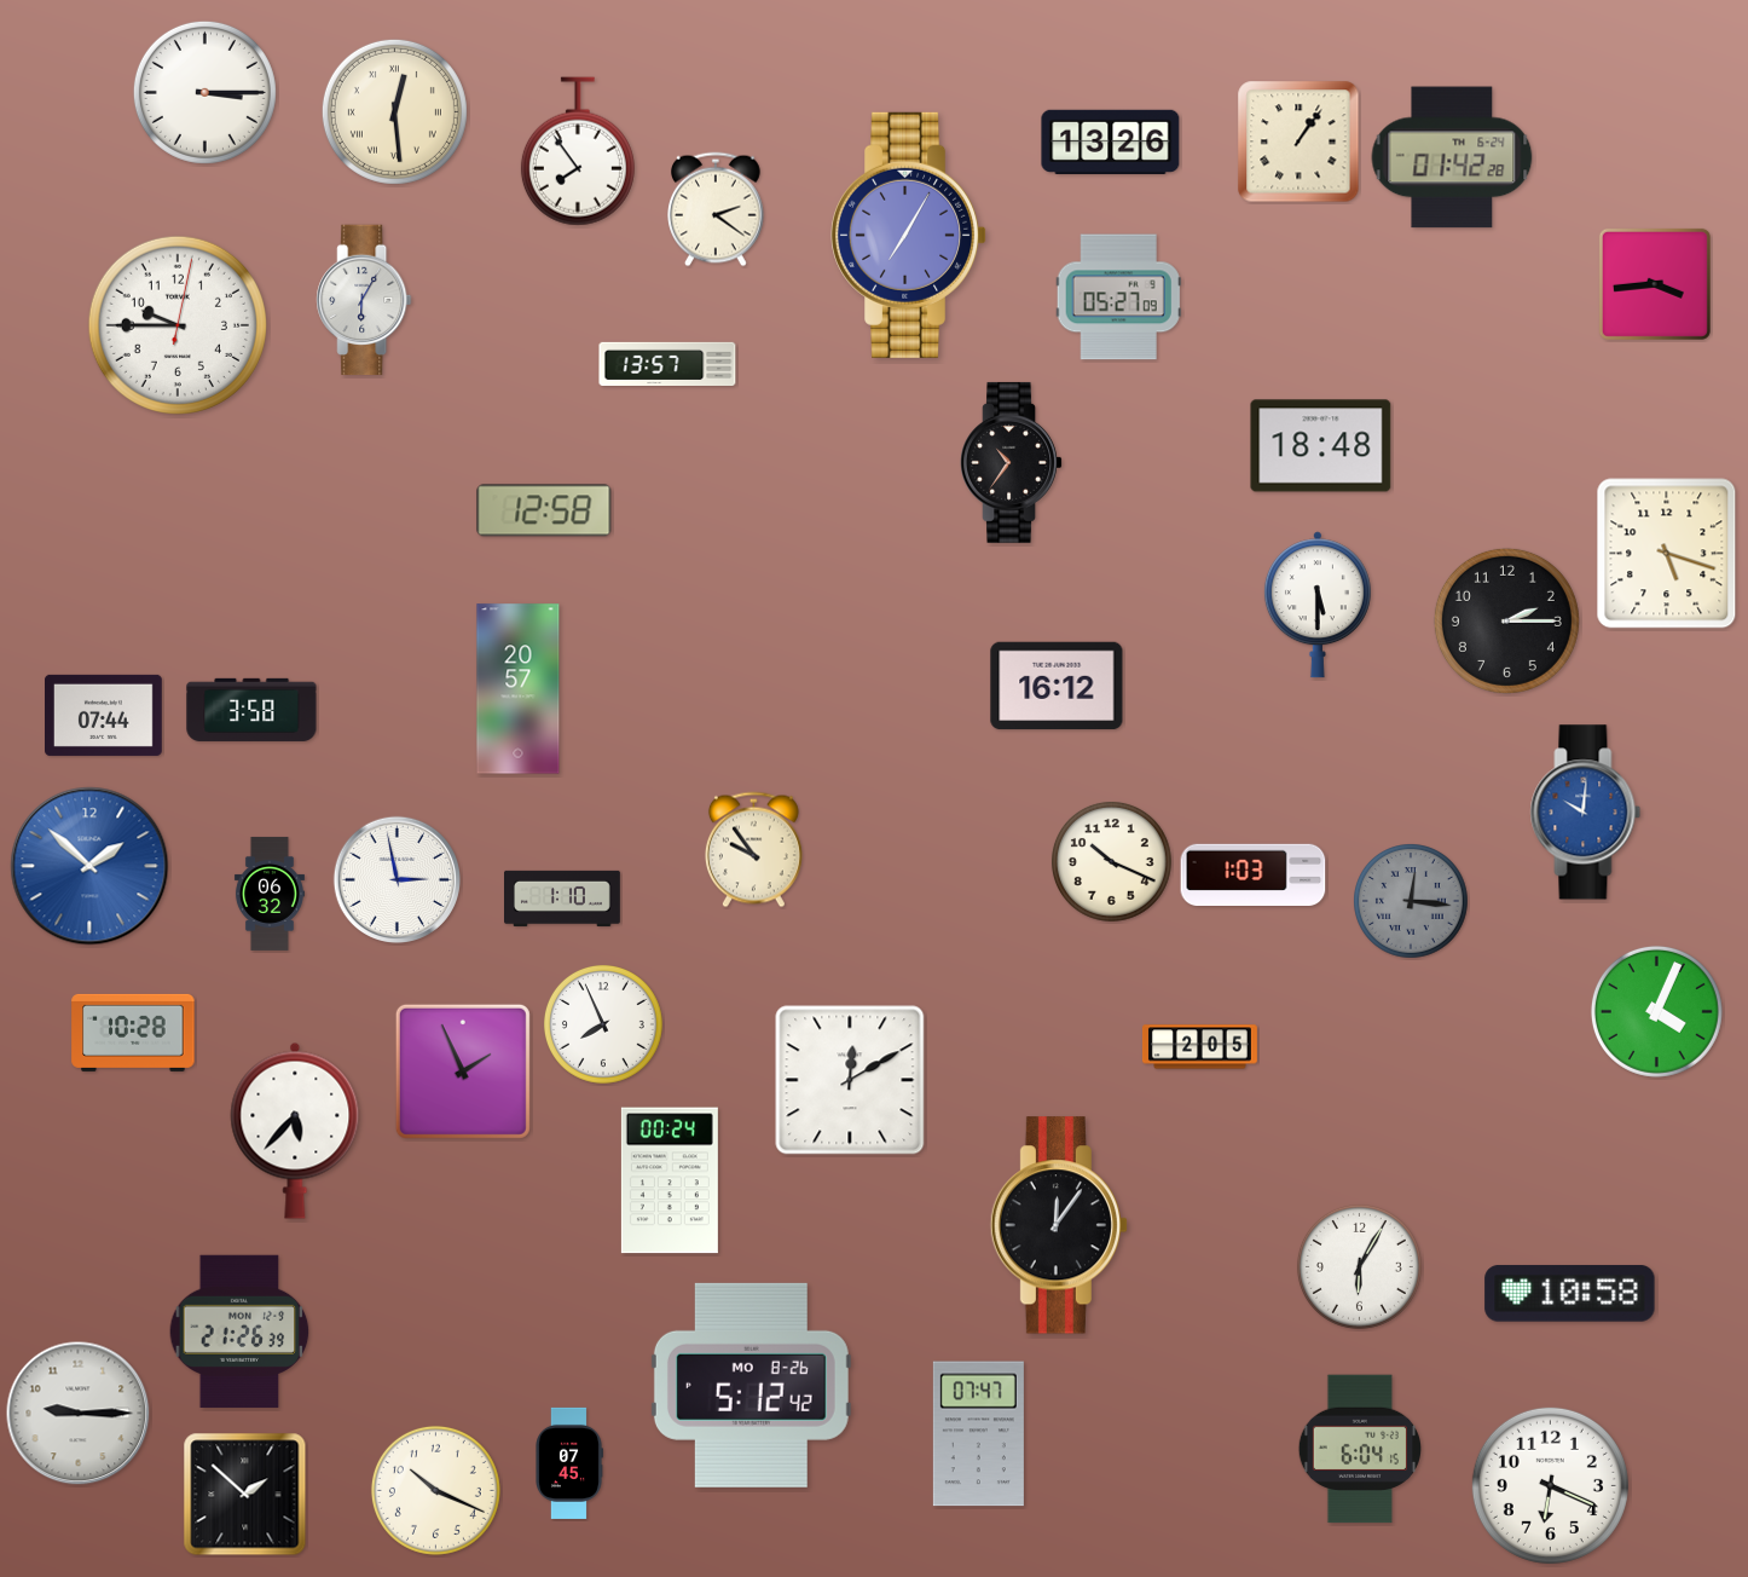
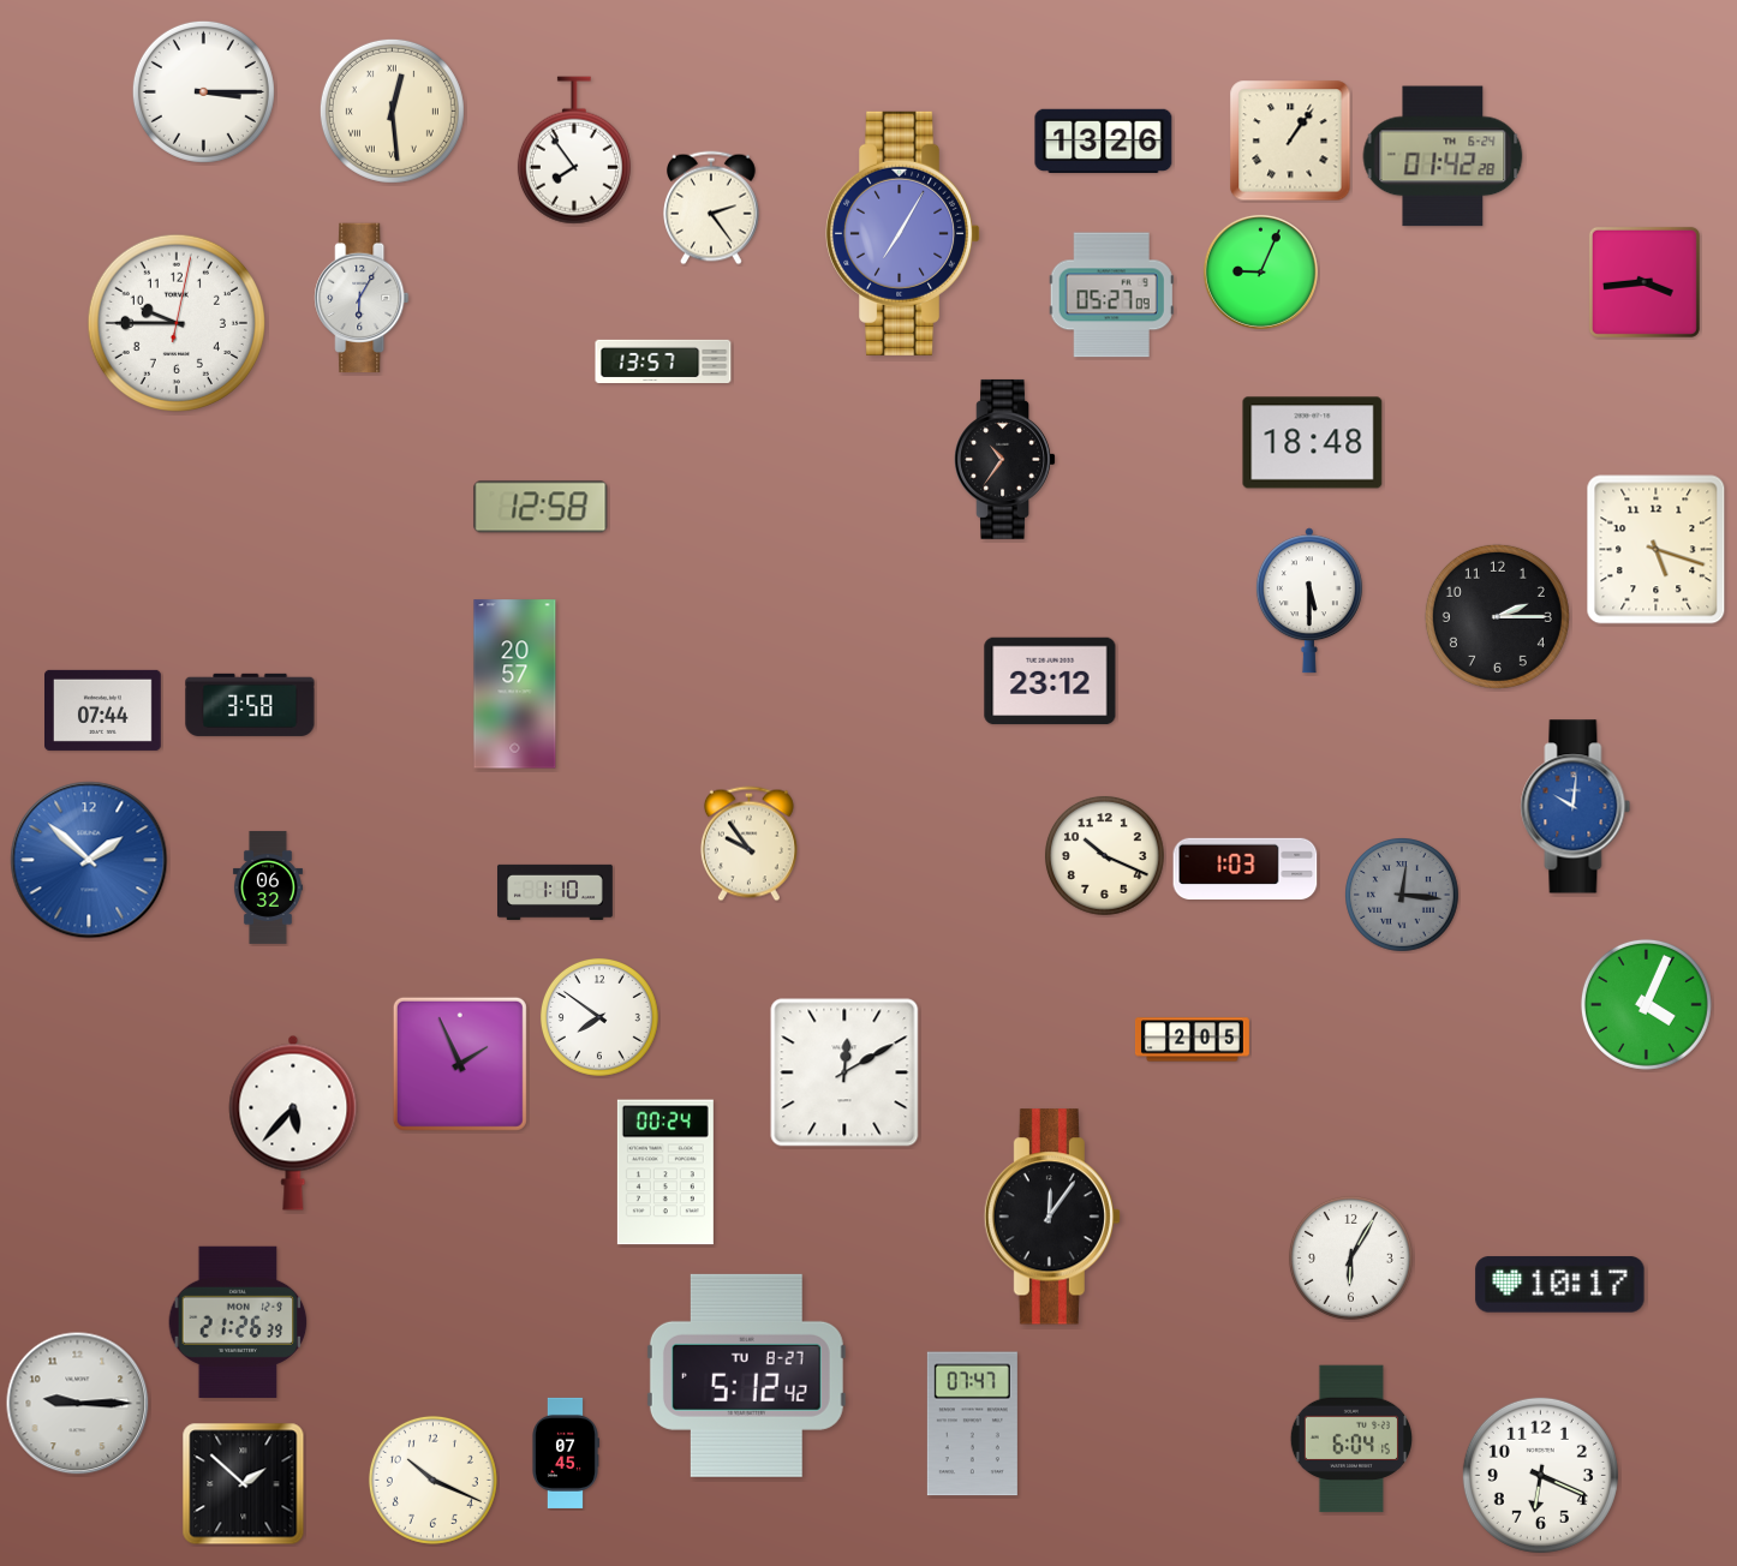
clock at (717, 209): 2:21 -> 2:24
clock at (1260, 271): none -> 9:04
clock at (1057, 686): 16:12 -> 23:12
clock at (397, 879): 2:58 -> none
clock at (563, 899) position: (563, 899) -> (556, 892)
clock at (603, 1024): 7:56 -> 7:51
clock at (133, 1033): 10:28 -> none
clock at (1570, 1294): 10:58 -> 10:17
clock at (751, 1385) date: MO 8-26 -> TU 8-27
